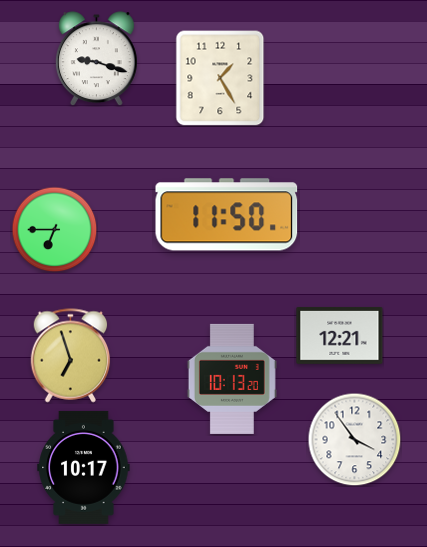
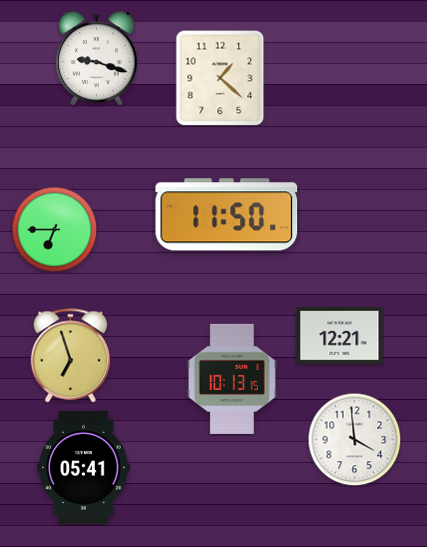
clock at (220, 78): 1:25 -> 1:22
clock at (232, 379): 10:13:20 -> 10:13:15
clock at (354, 439): 3:54 -> 3:59
clock at (84, 467): 10:17 -> 05:41
